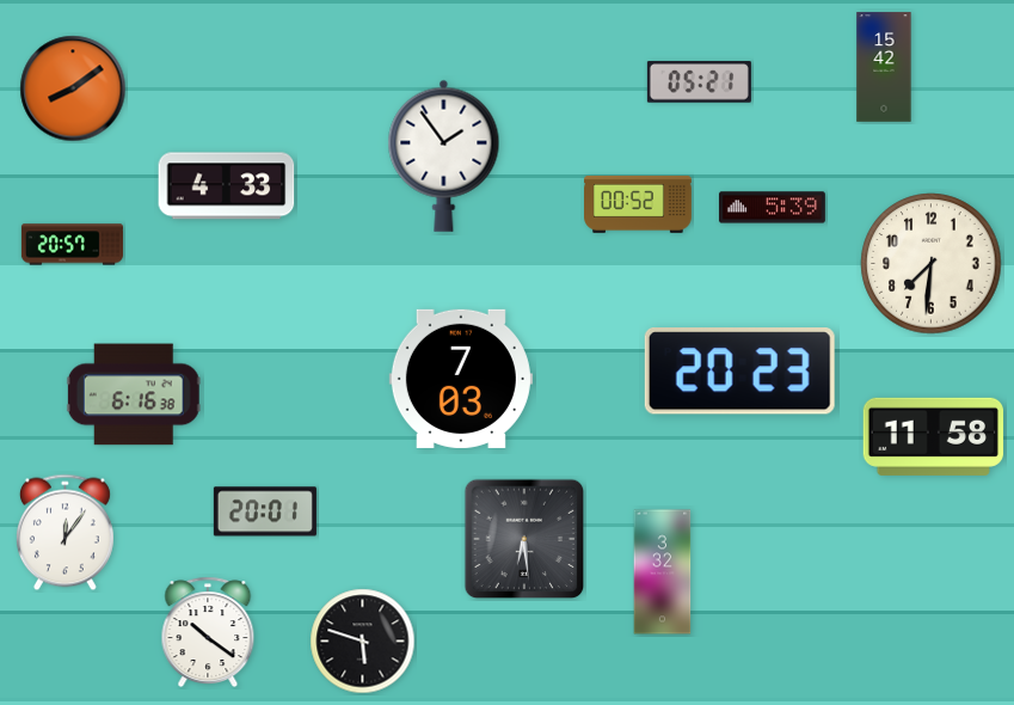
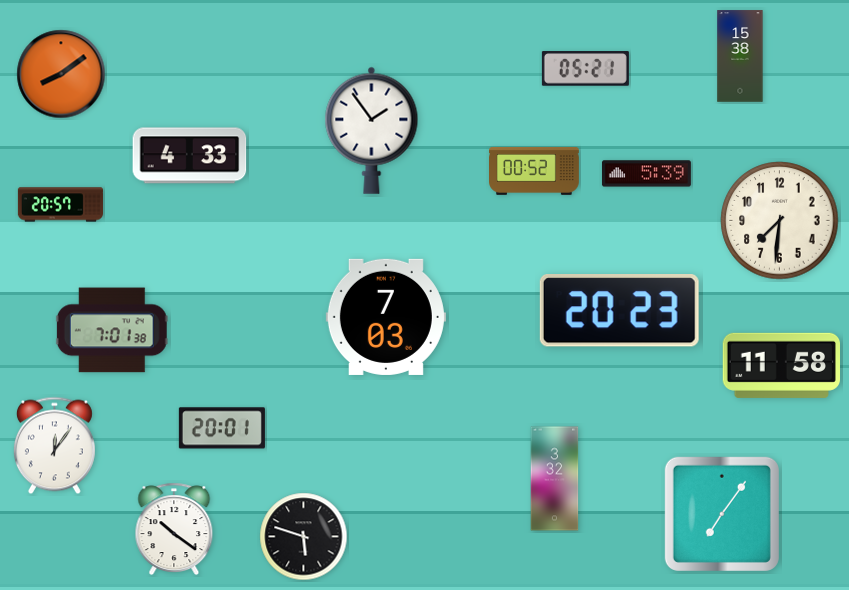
clock at (884, 67): 15:42 -> 15:38
clock at (134, 394): 6:16 -> 7:01
clock at (524, 539): 6:29 -> none
clock at (722, 514): none -> 7:06
